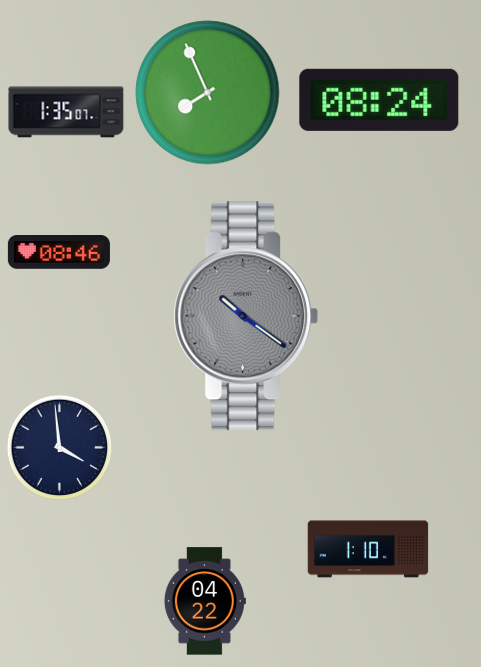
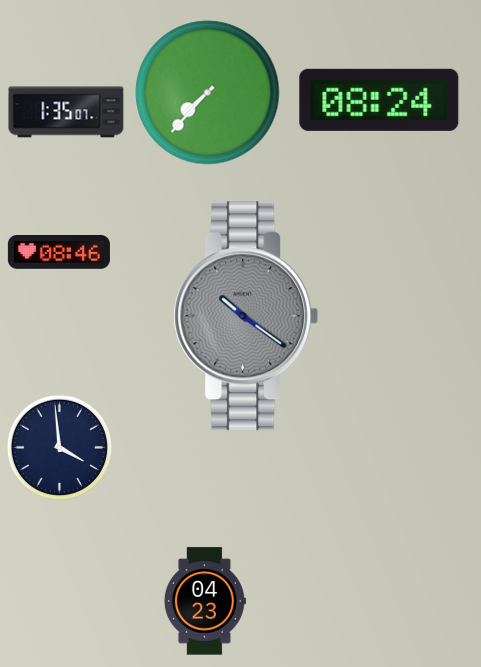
clock at (208, 93): 7:56 -> 7:37
clock at (368, 549): 1:10 -> none
clock at (205, 601): 04:22 -> 04:23
